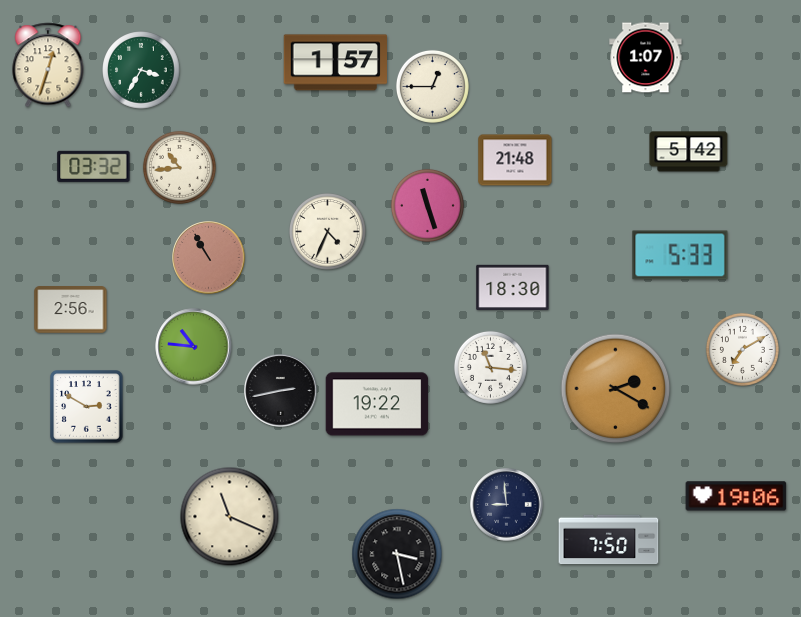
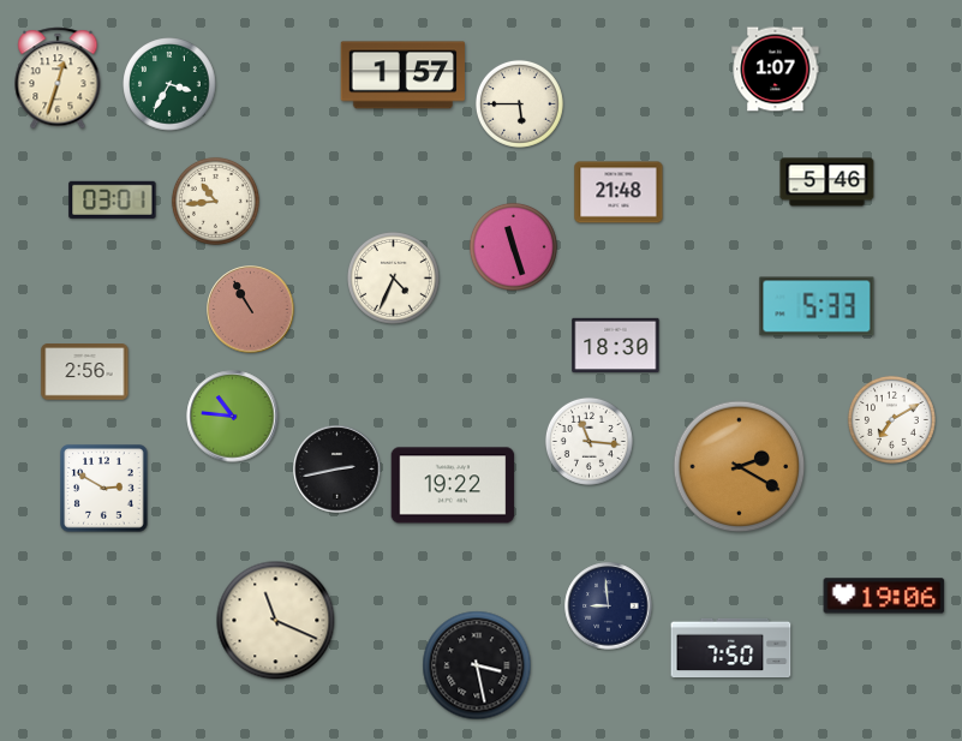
clock at (432, 86): 12:45 -> 5:45
clock at (689, 152): 5:42 -> 5:46
clock at (94, 166): 03:32 -> 03:01
